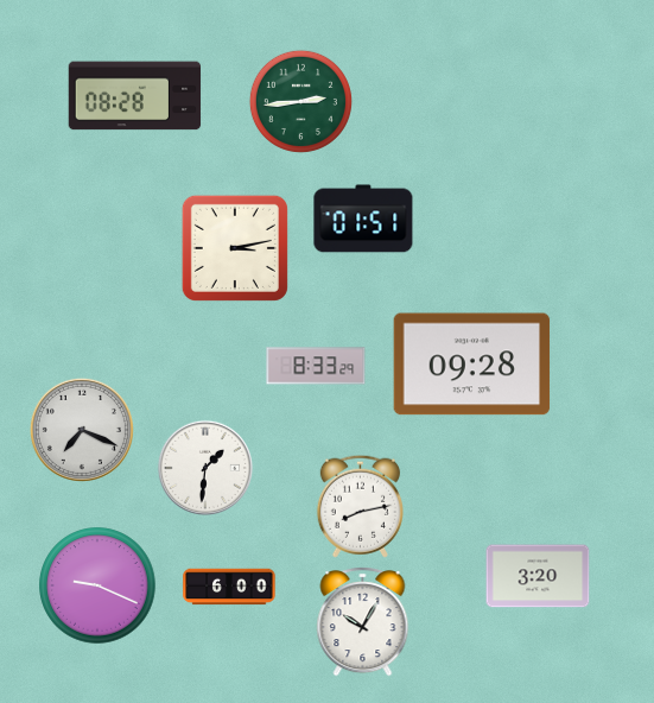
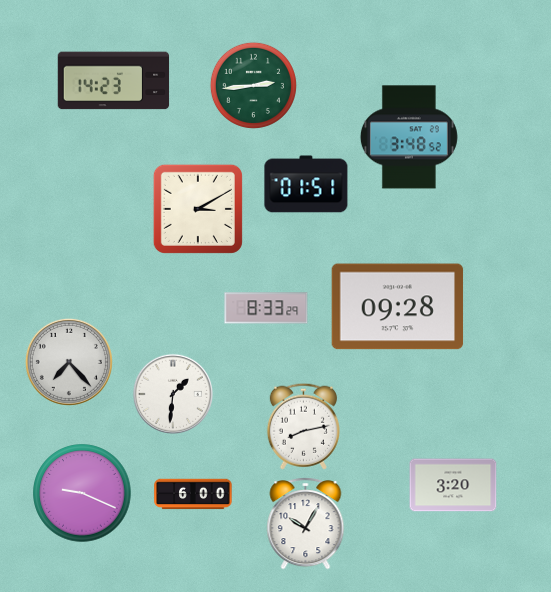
clock at (135, 96): 08:28 -> 14:23
clock at (409, 137): none -> 3:48
clock at (235, 248): 3:13 -> 3:10
clock at (82, 430): 7:19 -> 7:23
